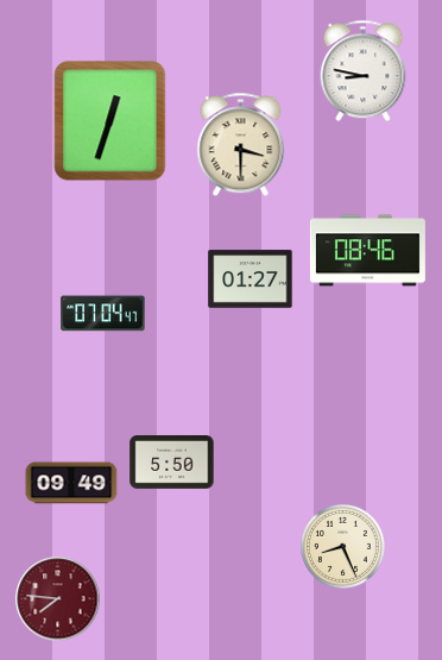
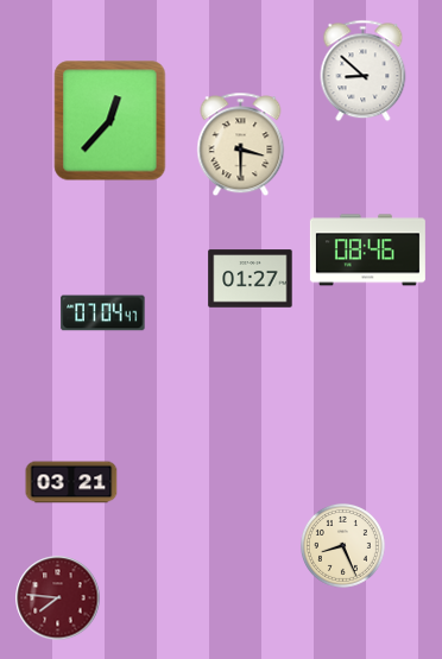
clock at (364, 71): 8:47 -> 8:52
clock at (110, 121): 12:33 -> 12:37
clock at (172, 463): 5:50 -> none
clock at (71, 483): 09:49 -> 03:21
